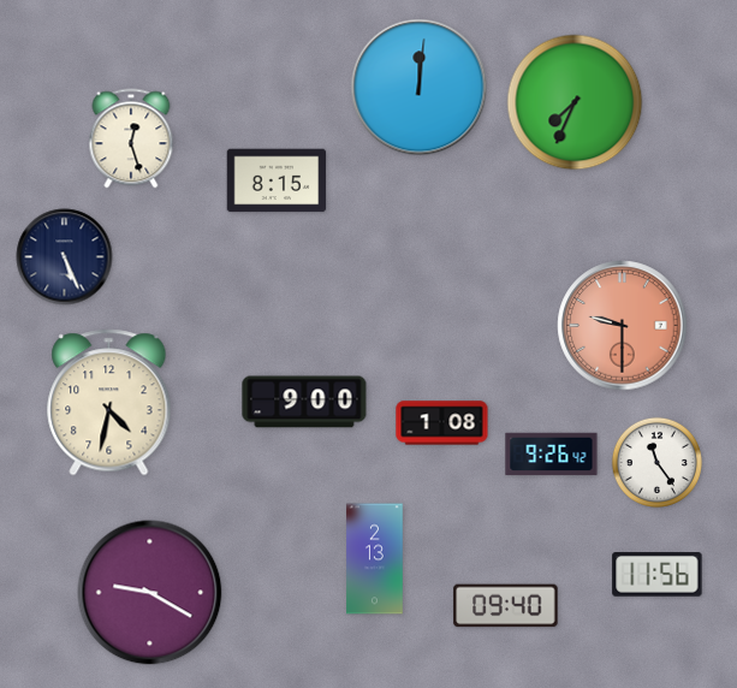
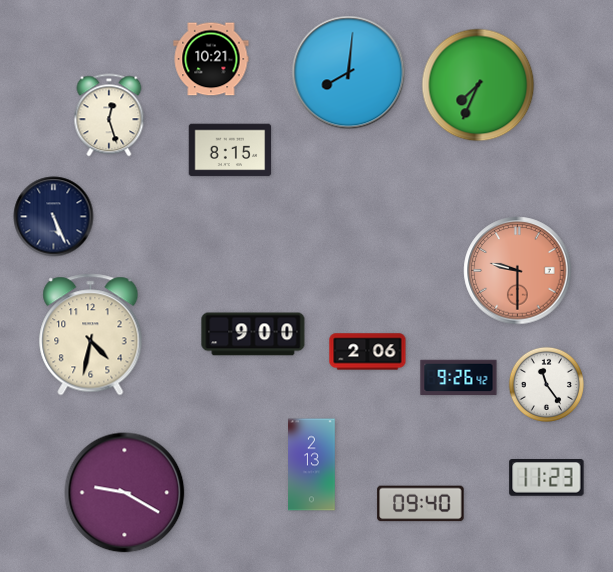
clock at (211, 59): none -> 10:21
clock at (420, 88): 12:01 -> 8:01
clock at (65, 257) position: (65, 257) -> (54, 217)
clock at (442, 423): 1:08 -> 2:06
clock at (658, 575): 11:56 -> 11:23
